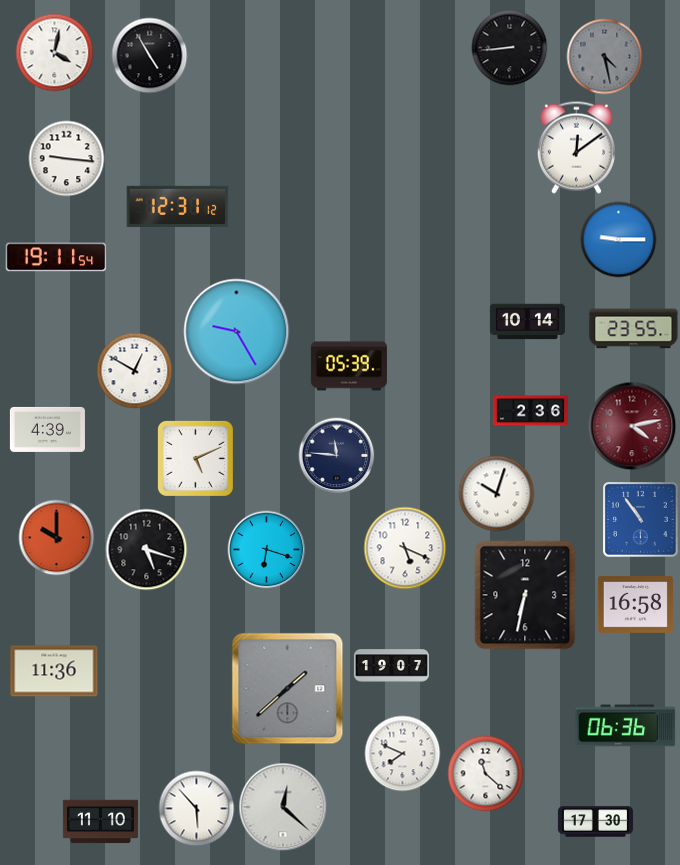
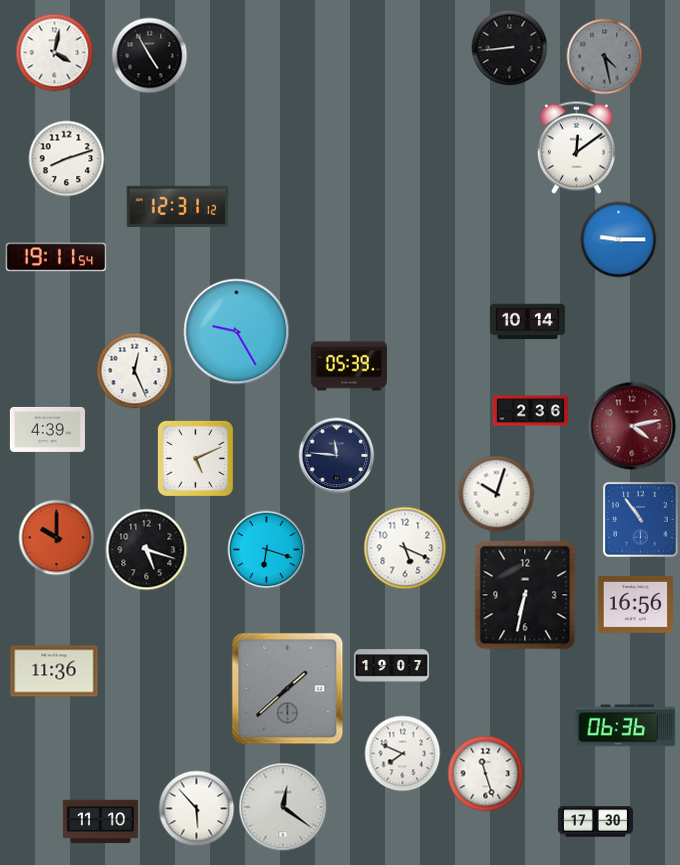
clock at (67, 159): 9:16 -> 8:12
clock at (634, 329): 23:55 -> none
clock at (135, 371): 12:50 -> 12:26
clock at (635, 604): 16:58 -> 16:56
clock at (486, 774): 11:22 -> 11:27
clock at (283, 807): 12:22 -> 12:21
